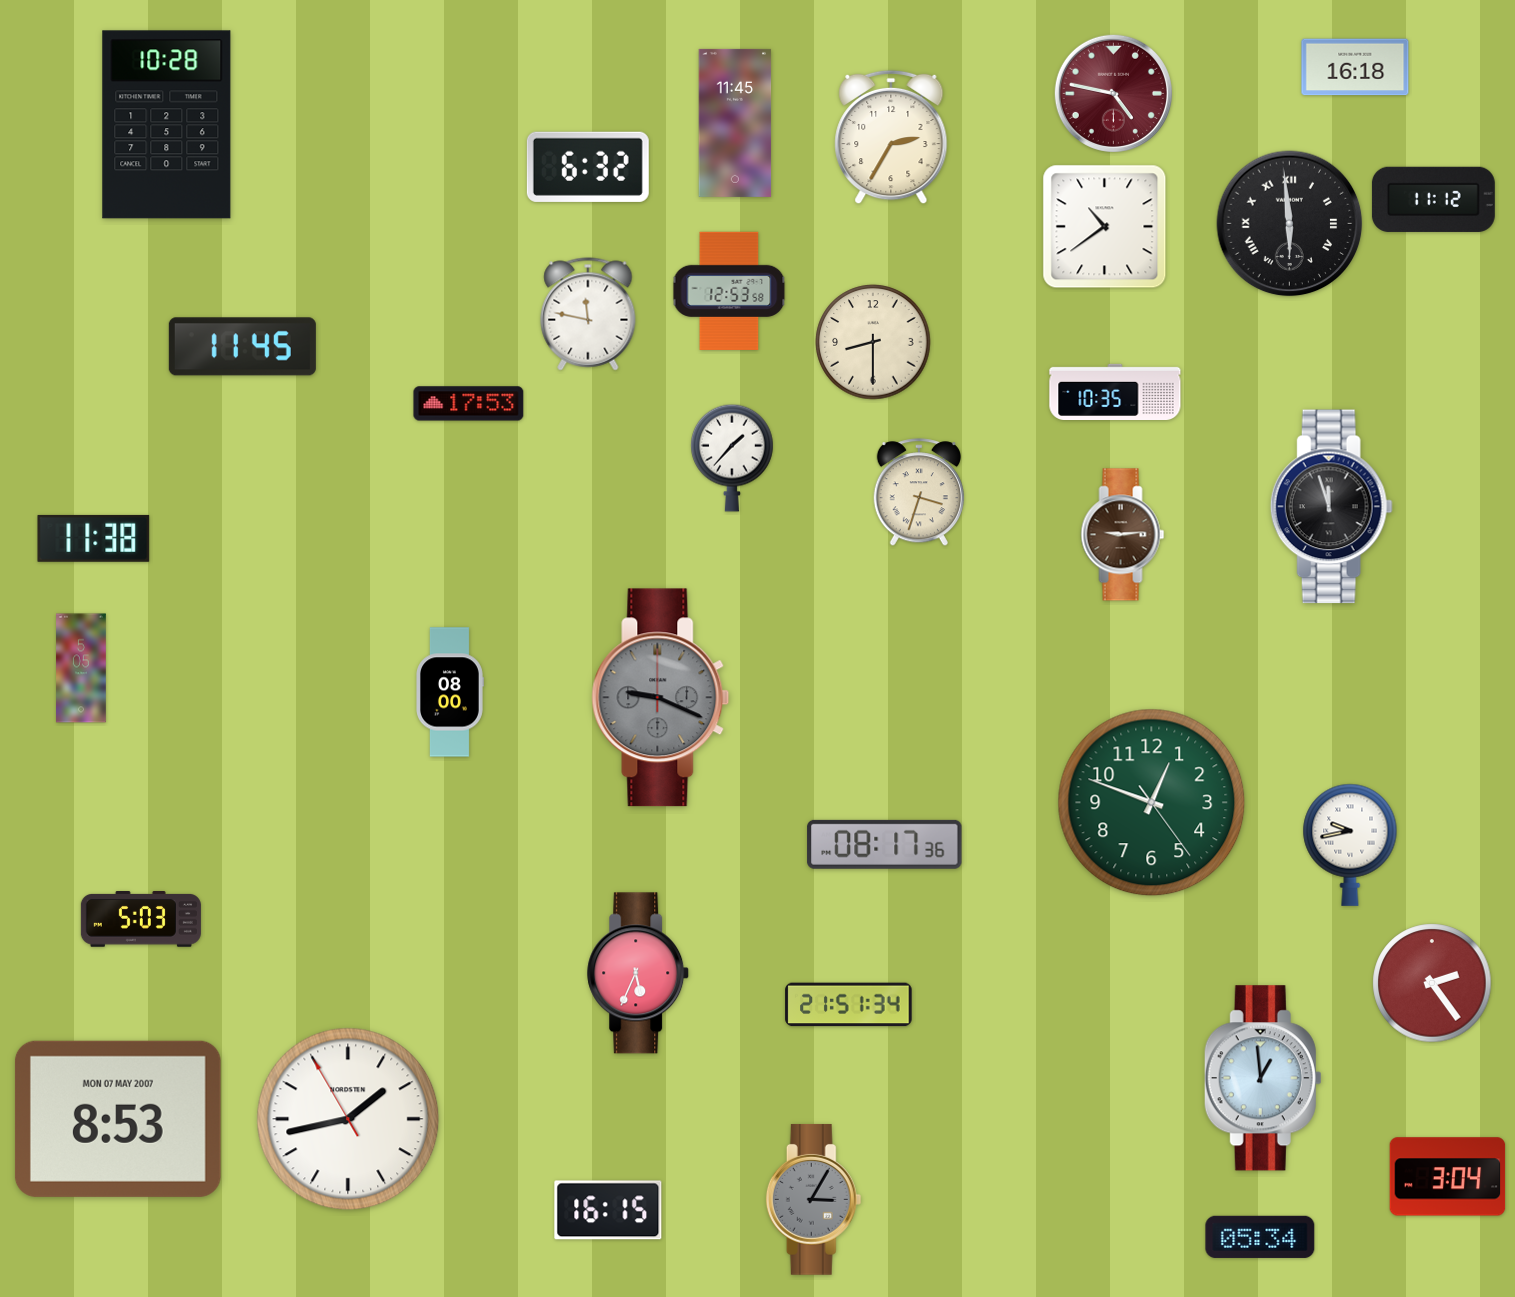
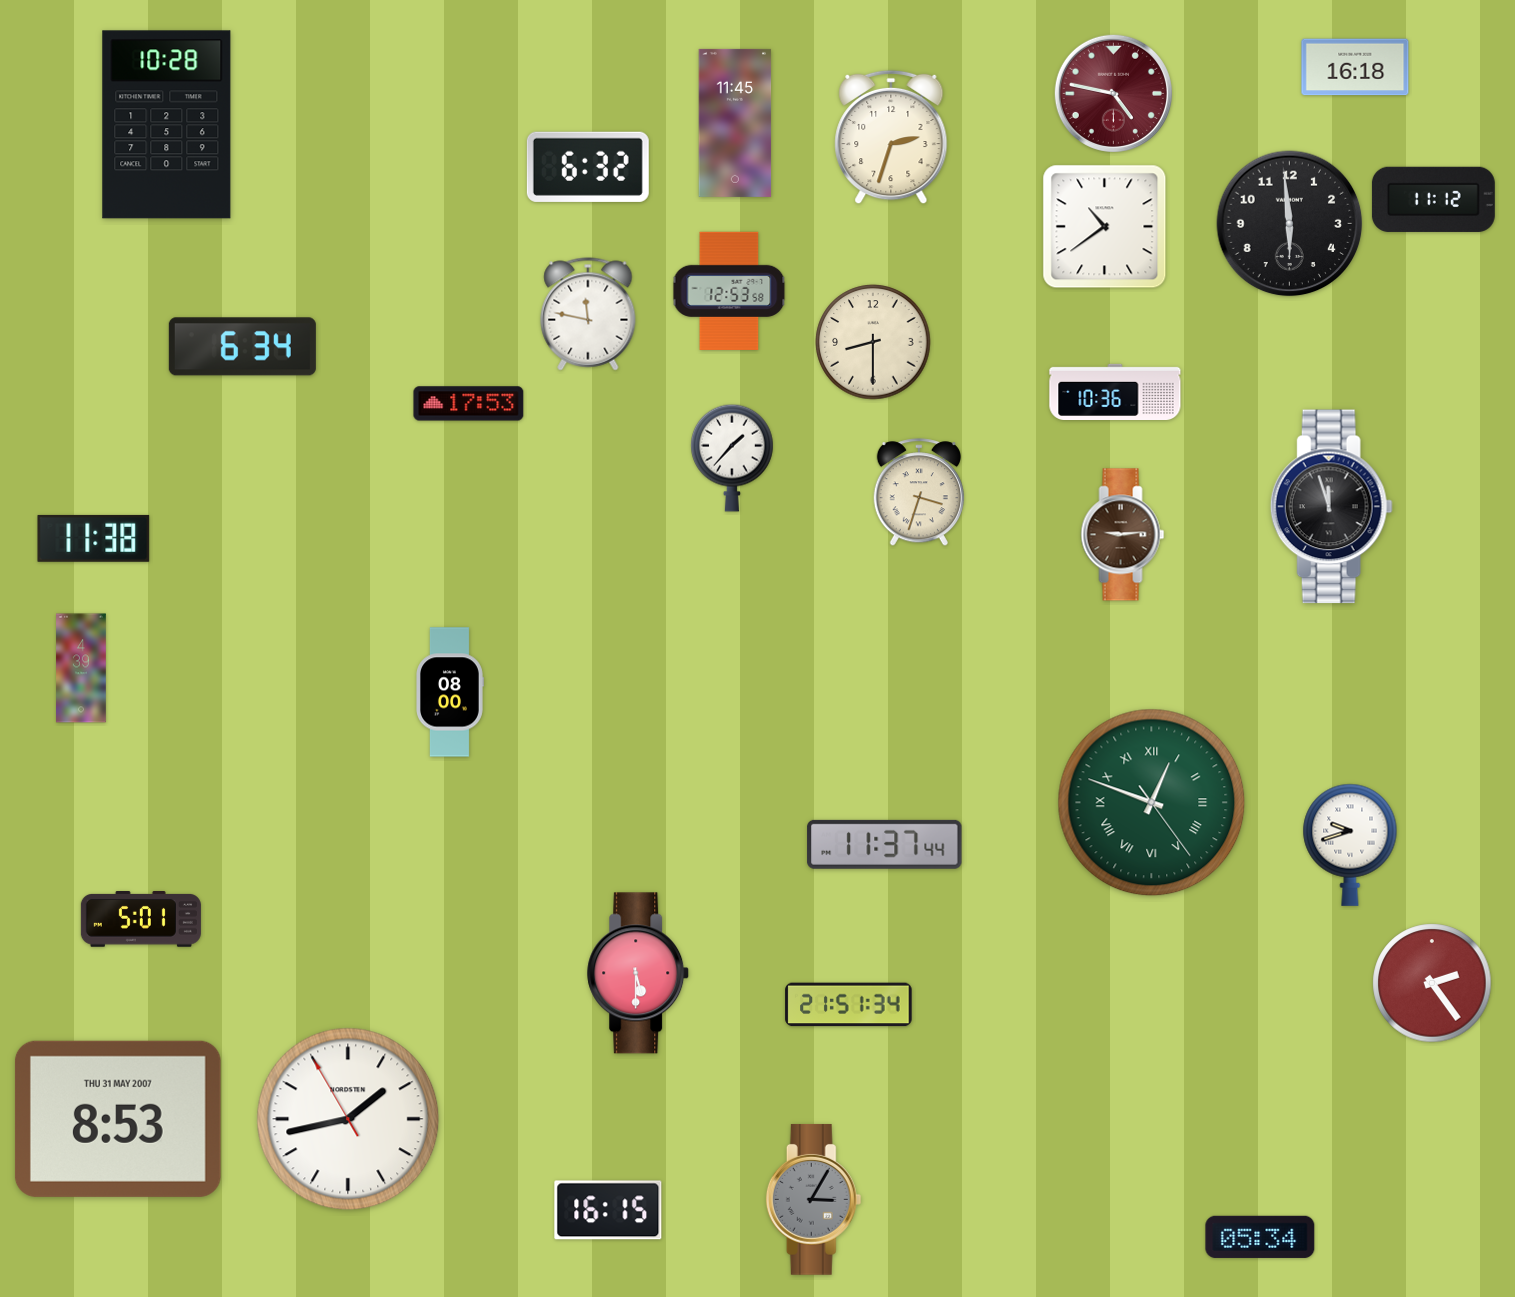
clock at (891, 137): 2:35 -> 2:33
clock at (1290, 224) numerals: Roman -> Arabic
clock at (242, 347): 11:45 -> 6:34
clock at (1115, 391): 10:35 -> 10:36
clock at (81, 668): 5:05 -> 4:39
clock at (661, 698): 9:19 -> none
clock at (1152, 803) numerals: Arabic -> Roman
clock at (885, 844): 08:17 -> 11:37
clock at (1350, 845): 9:43 -> 9:42
clock at (141, 920): 5:03 -> 5:01
clock at (639, 973): 5:34 -> 5:30
clock at (1263, 1078): 12:59 -> none
clock at (118, 1119) date: MON 07 MAY 2007 -> THU 31 MAY 2007
clock at (1448, 1177): 3:04 -> none
